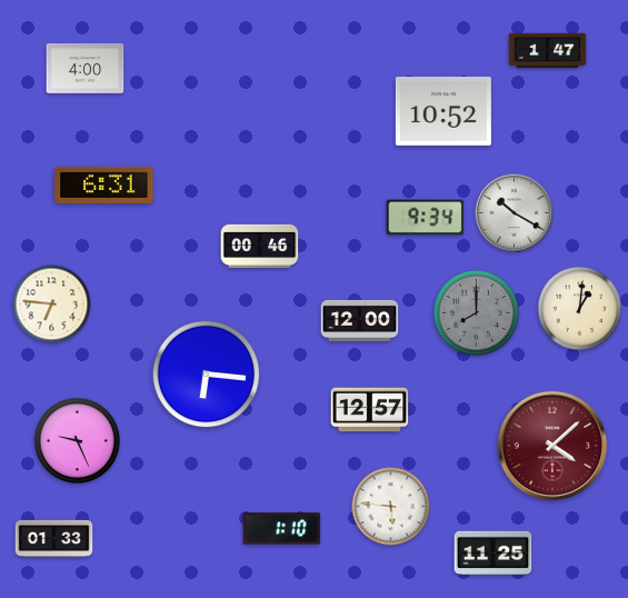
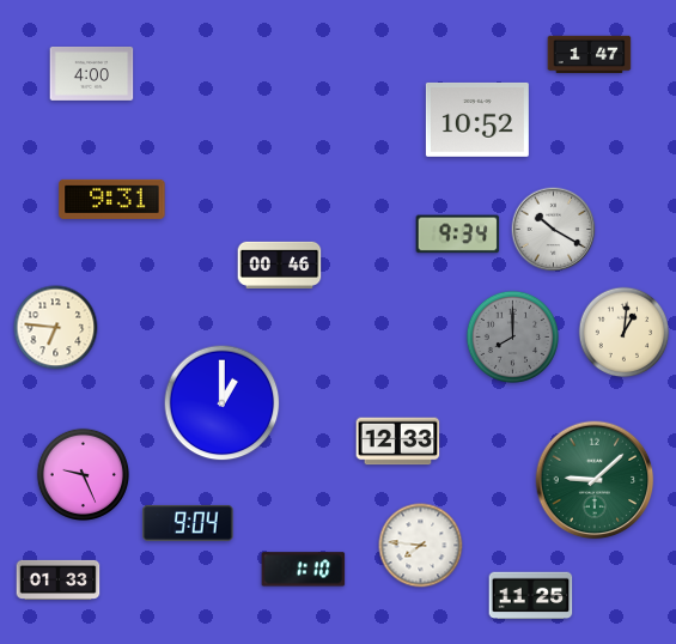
clock at (104, 185): 6:31 -> 9:31
clock at (360, 320): 12:00 -> none
clock at (207, 375): 6:16 -> 1:00
clock at (370, 410): 12:57 -> 12:33
clock at (552, 446): 4:08 -> 9:08
clock at (552, 446) dial: burgundy -> green
clock at (188, 523): none -> 9:04
clock at (391, 507): 5:46 -> 7:46
